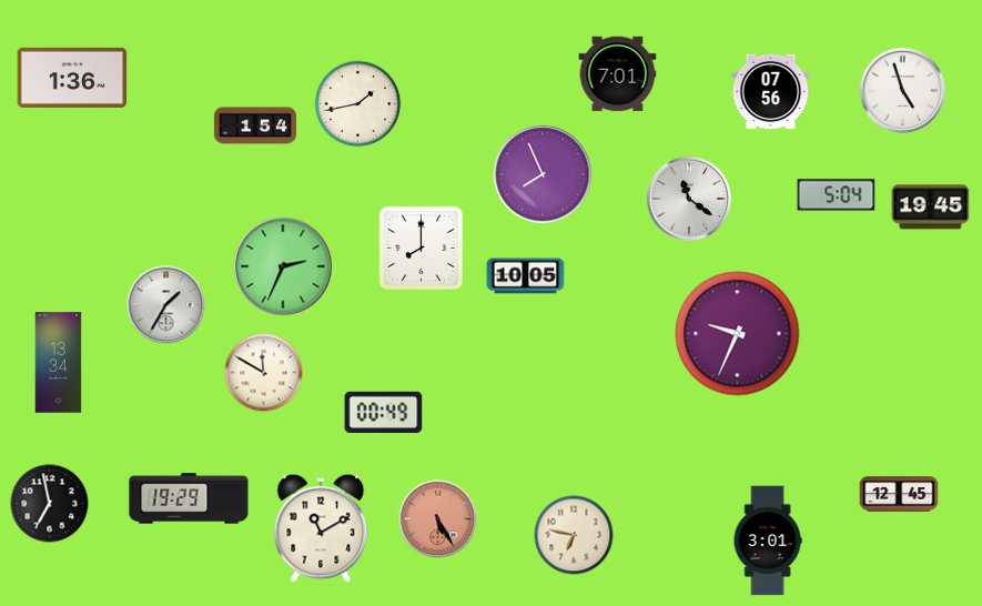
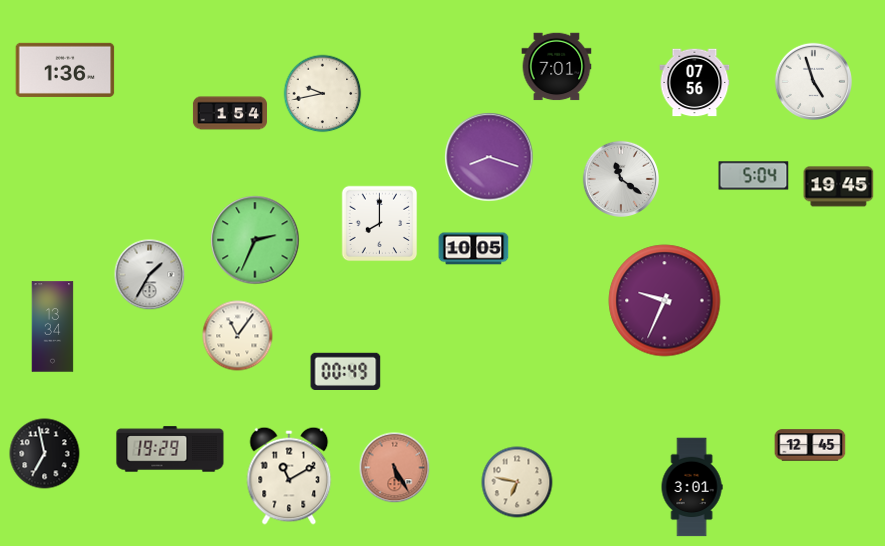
clock at (358, 104): 1:43 -> 9:43
clock at (543, 174): 7:56 -> 8:18
clock at (264, 373): 11:50 -> 11:06
